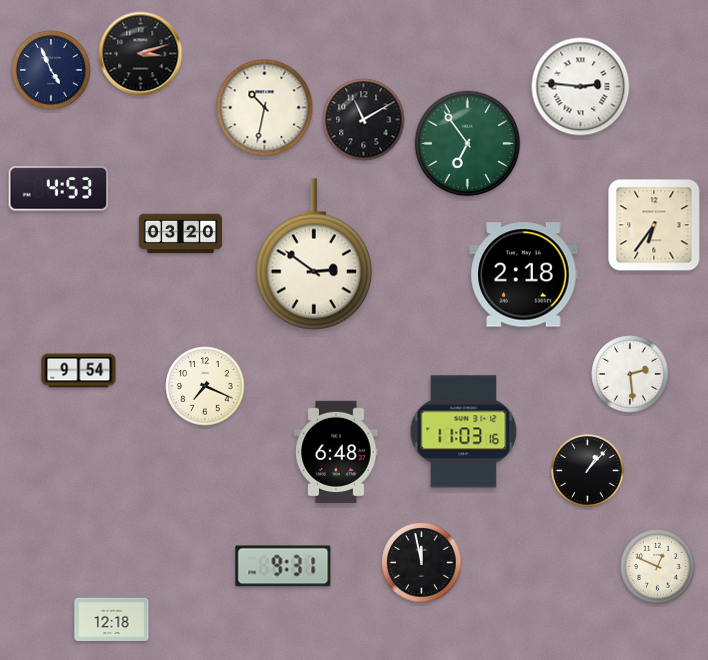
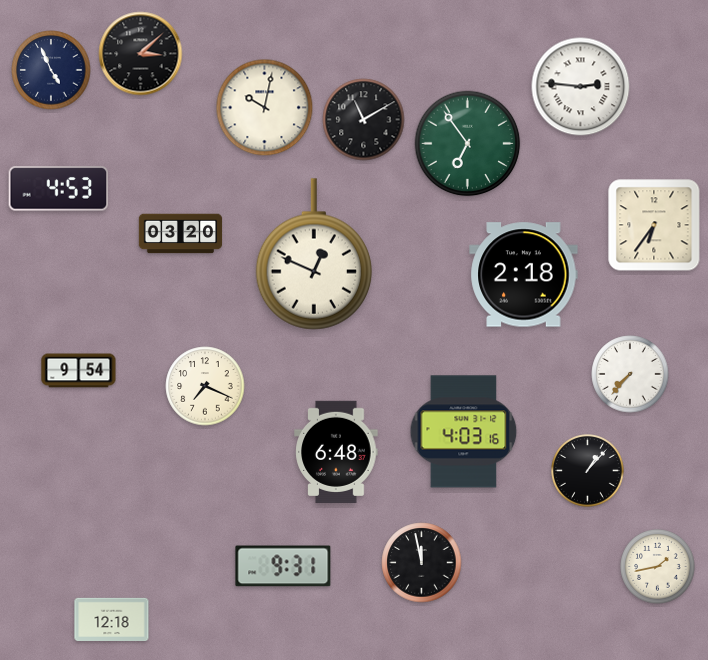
clock at (141, 54): 3:12 -> 3:08
clock at (265, 108): 10:32 -> 10:02
clock at (313, 254): 2:51 -> 12:49
clock at (630, 374): 2:29 -> 7:37
clock at (464, 432): 11:03 -> 4:03
clock at (658, 567): 12:49 -> 1:43
